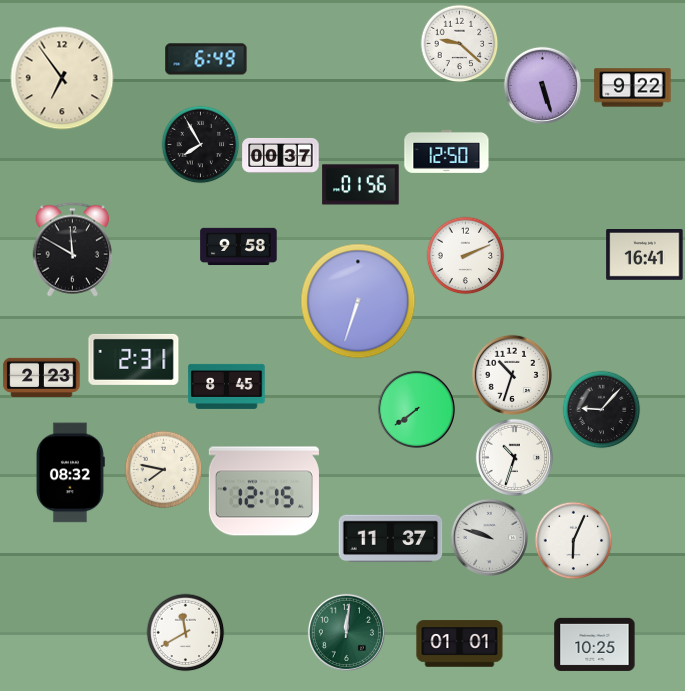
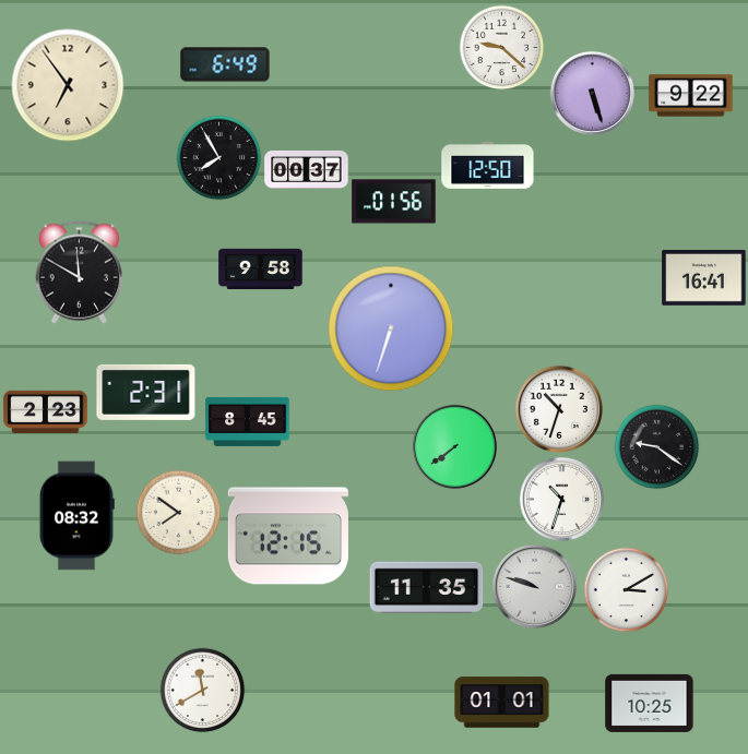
clock at (465, 255): 2:11 -> none
clock at (601, 409): 9:07 -> 9:21
clock at (163, 469): 7:47 -> 7:51
clock at (391, 539): 11:37 -> 11:35
clock at (573, 540): 6:04 -> 3:10
clock at (346, 632): 12:01 -> none
